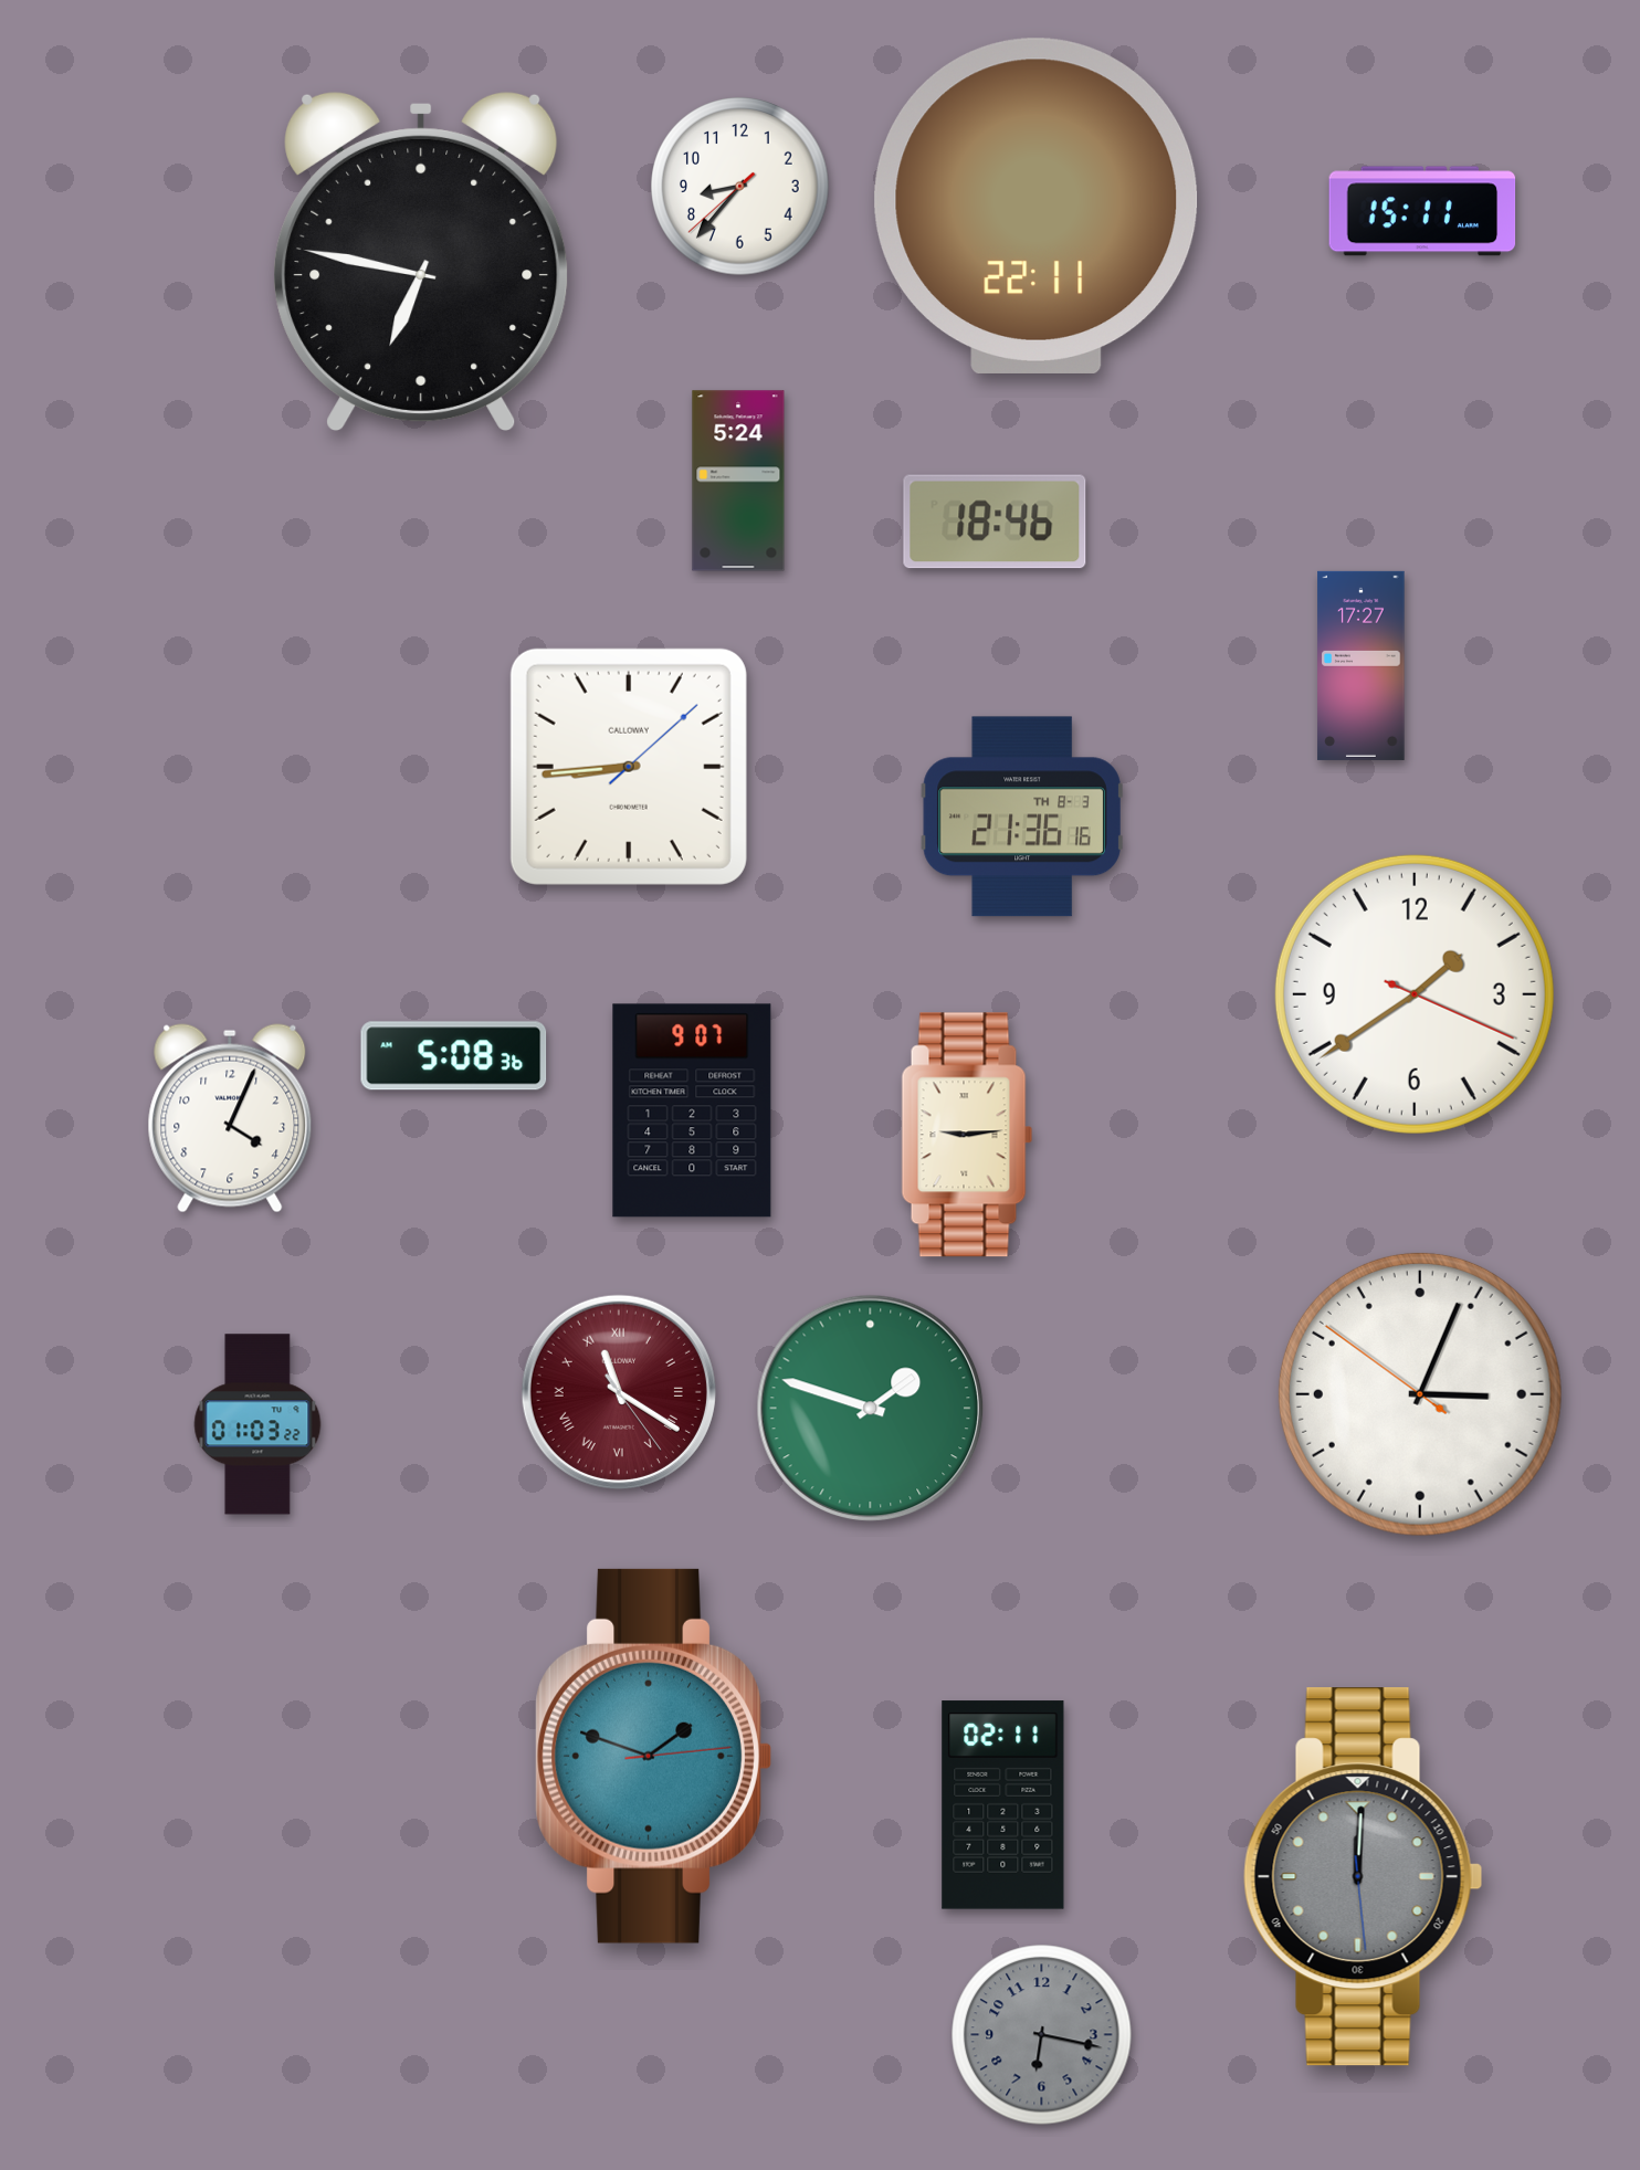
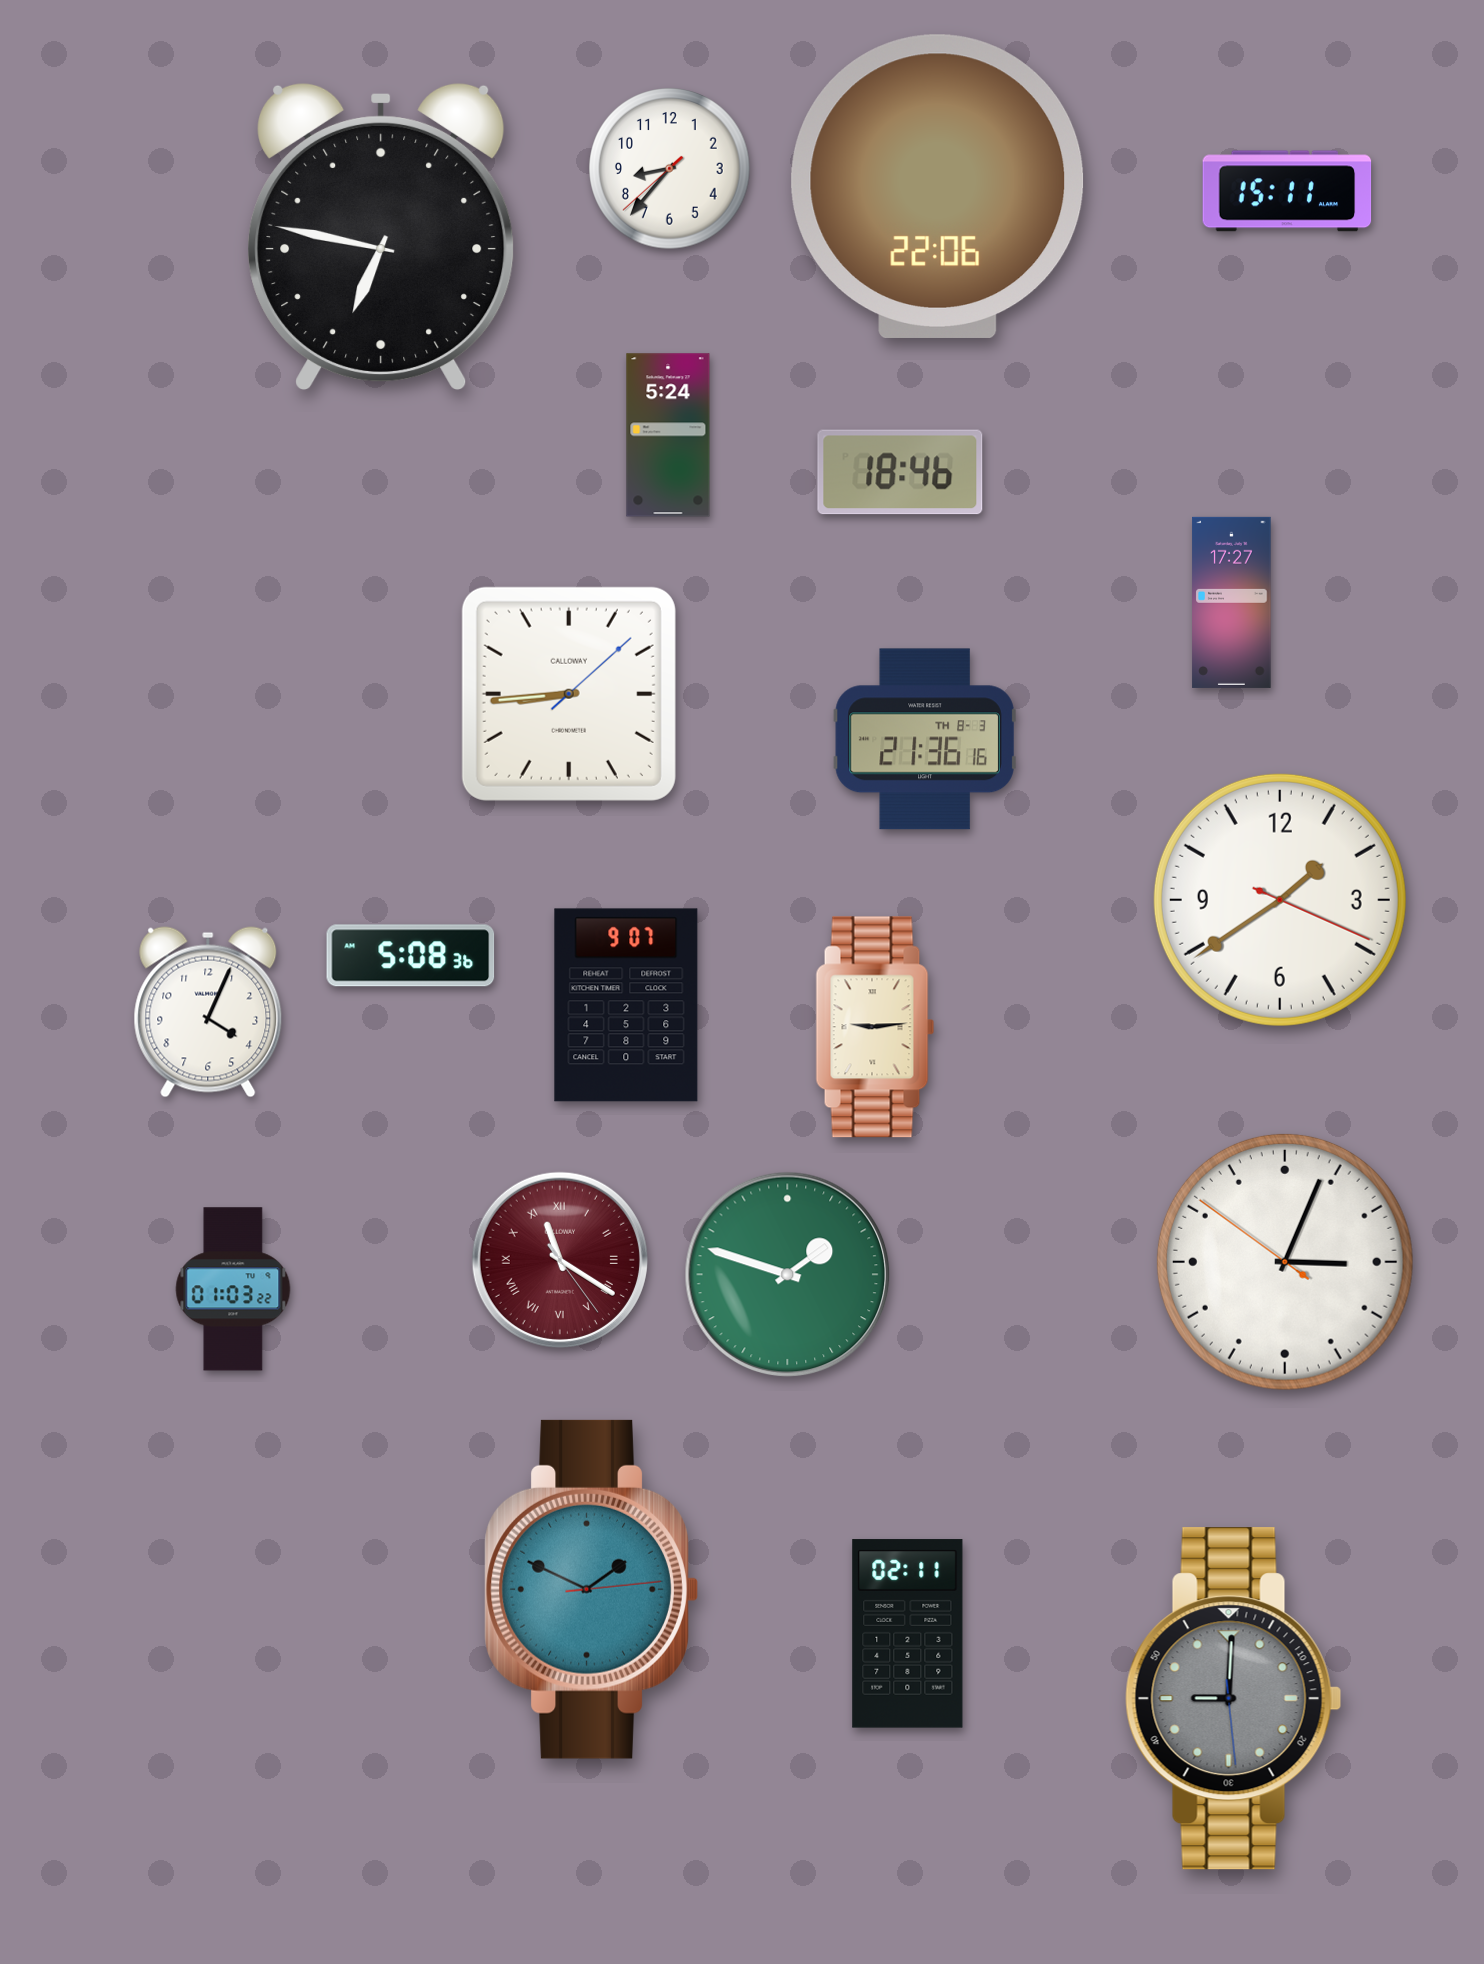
clock at (1037, 206): 22:11 -> 22:06
clock at (653, 1756): 1:48 -> 1:49
clock at (1364, 1877): 12:00 -> 9:00
clock at (1042, 2035): 6:17 -> none
